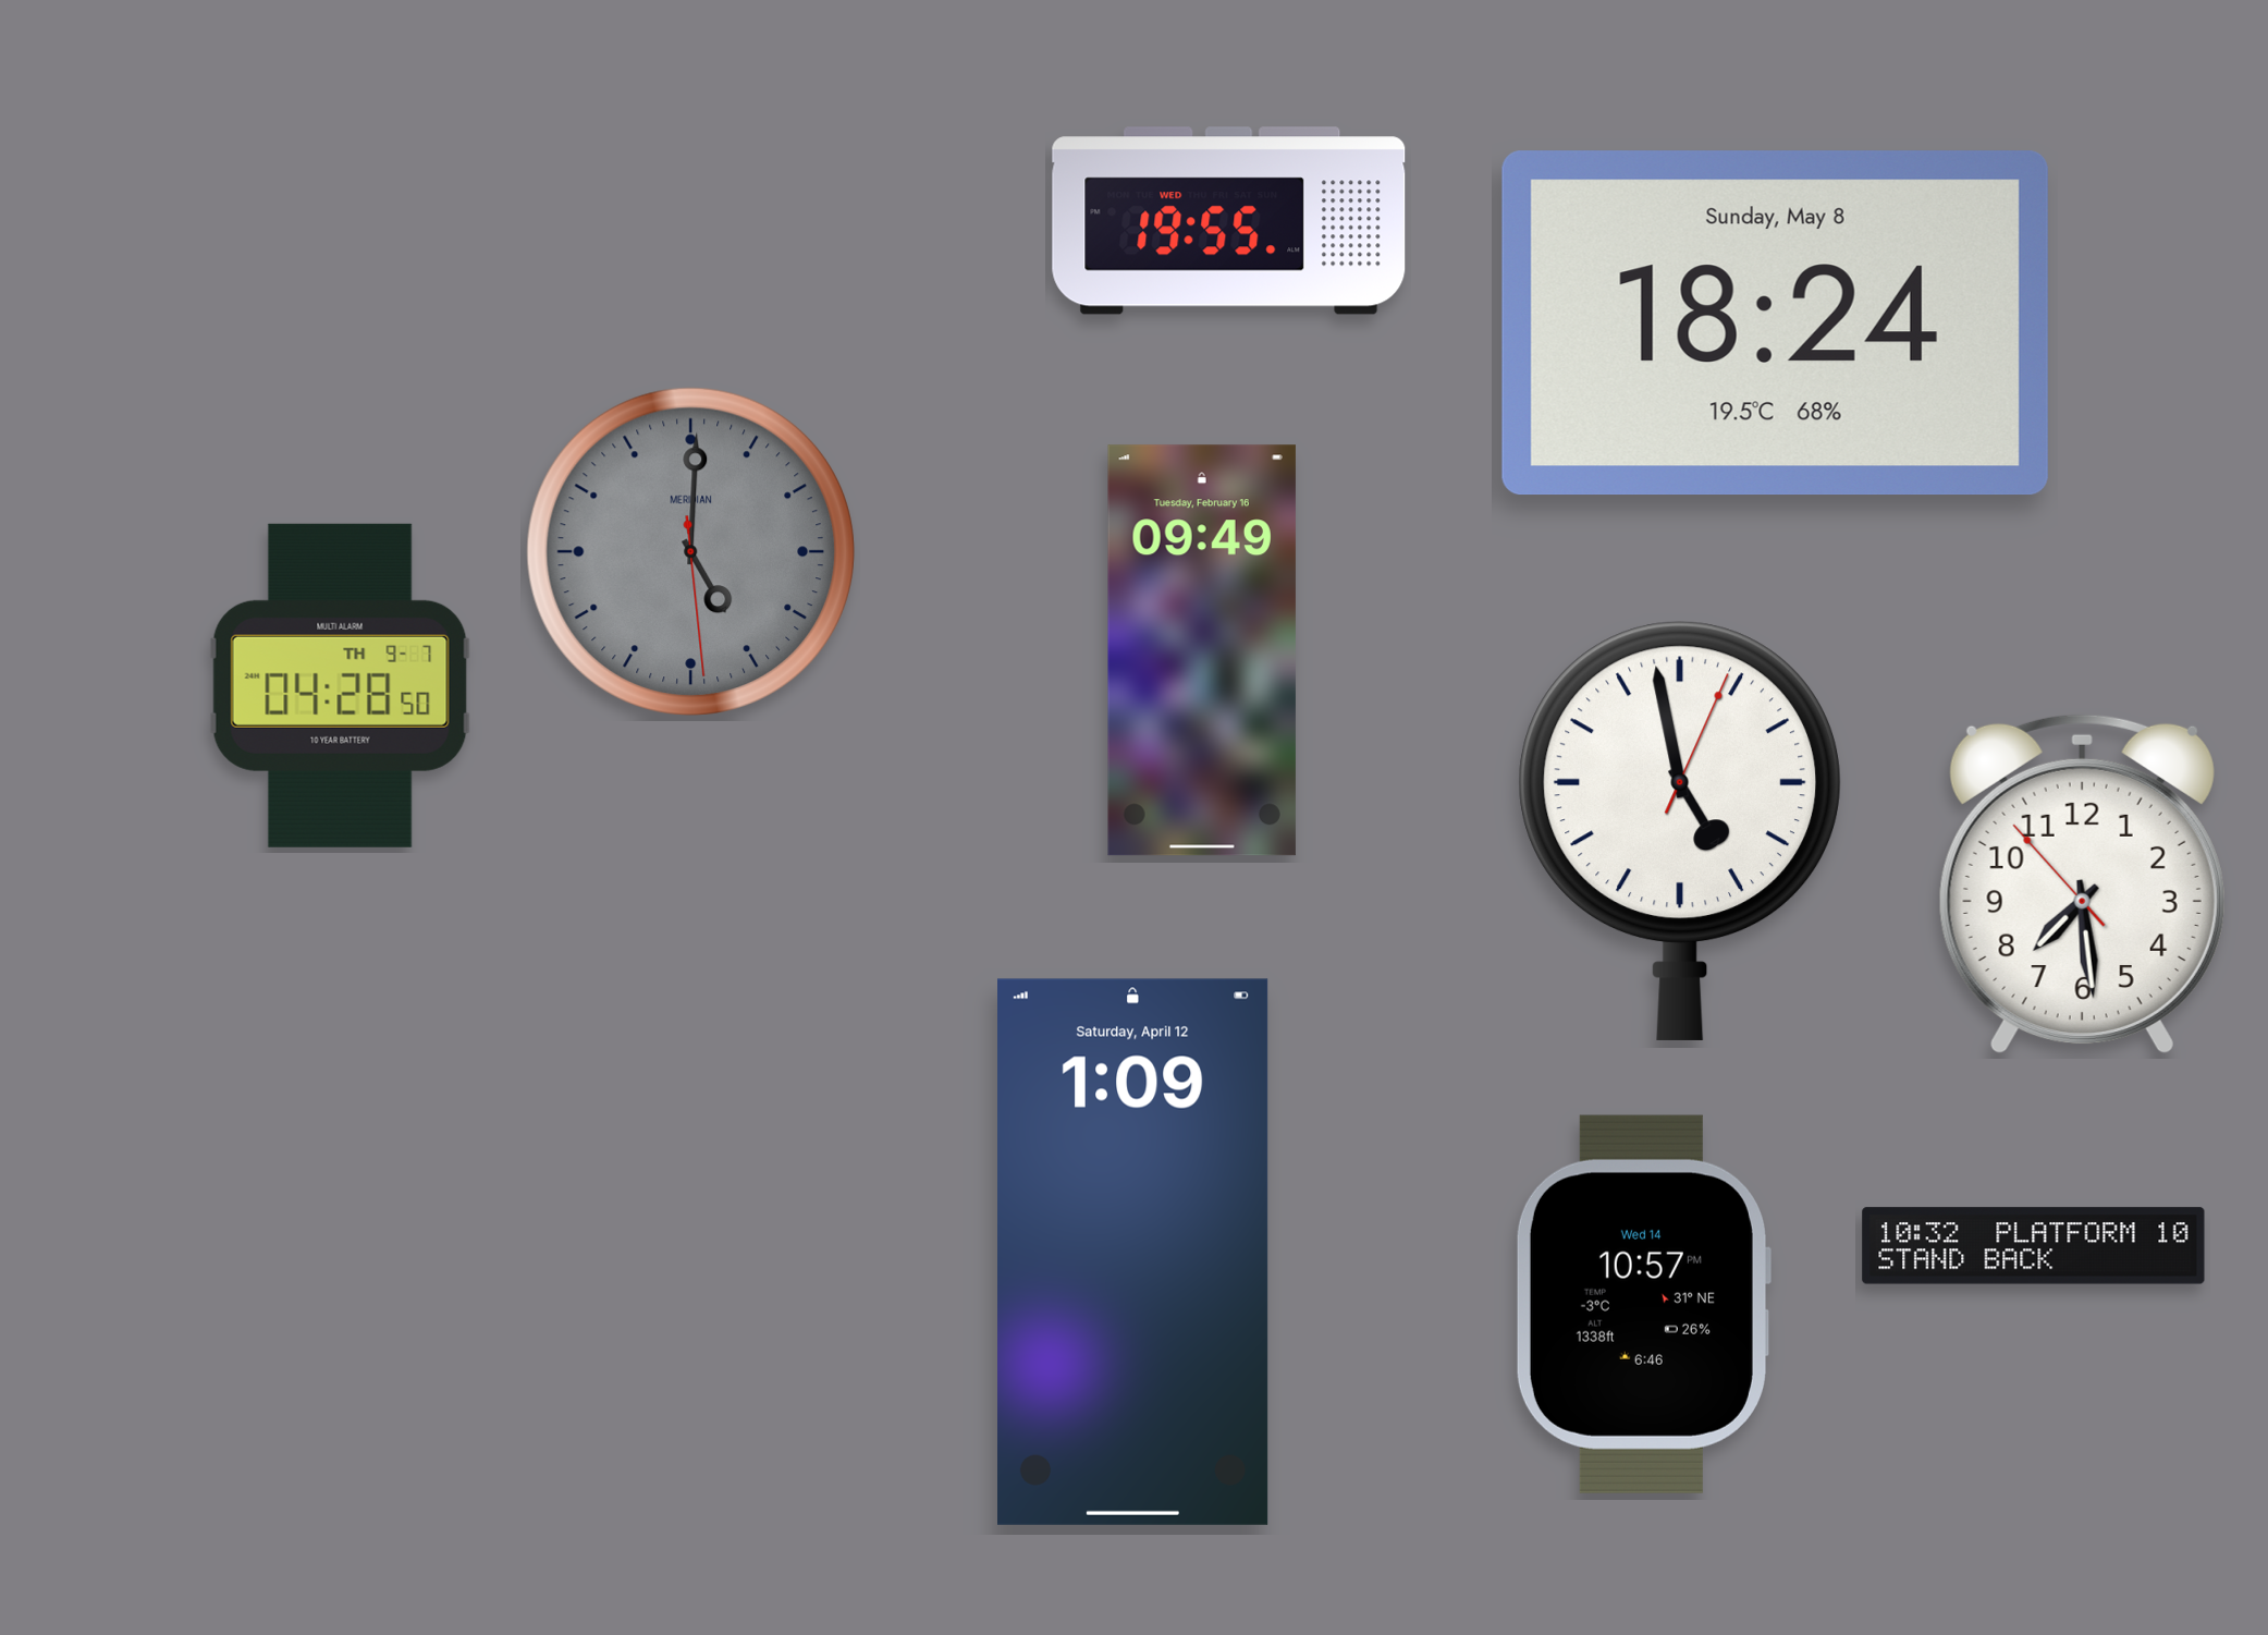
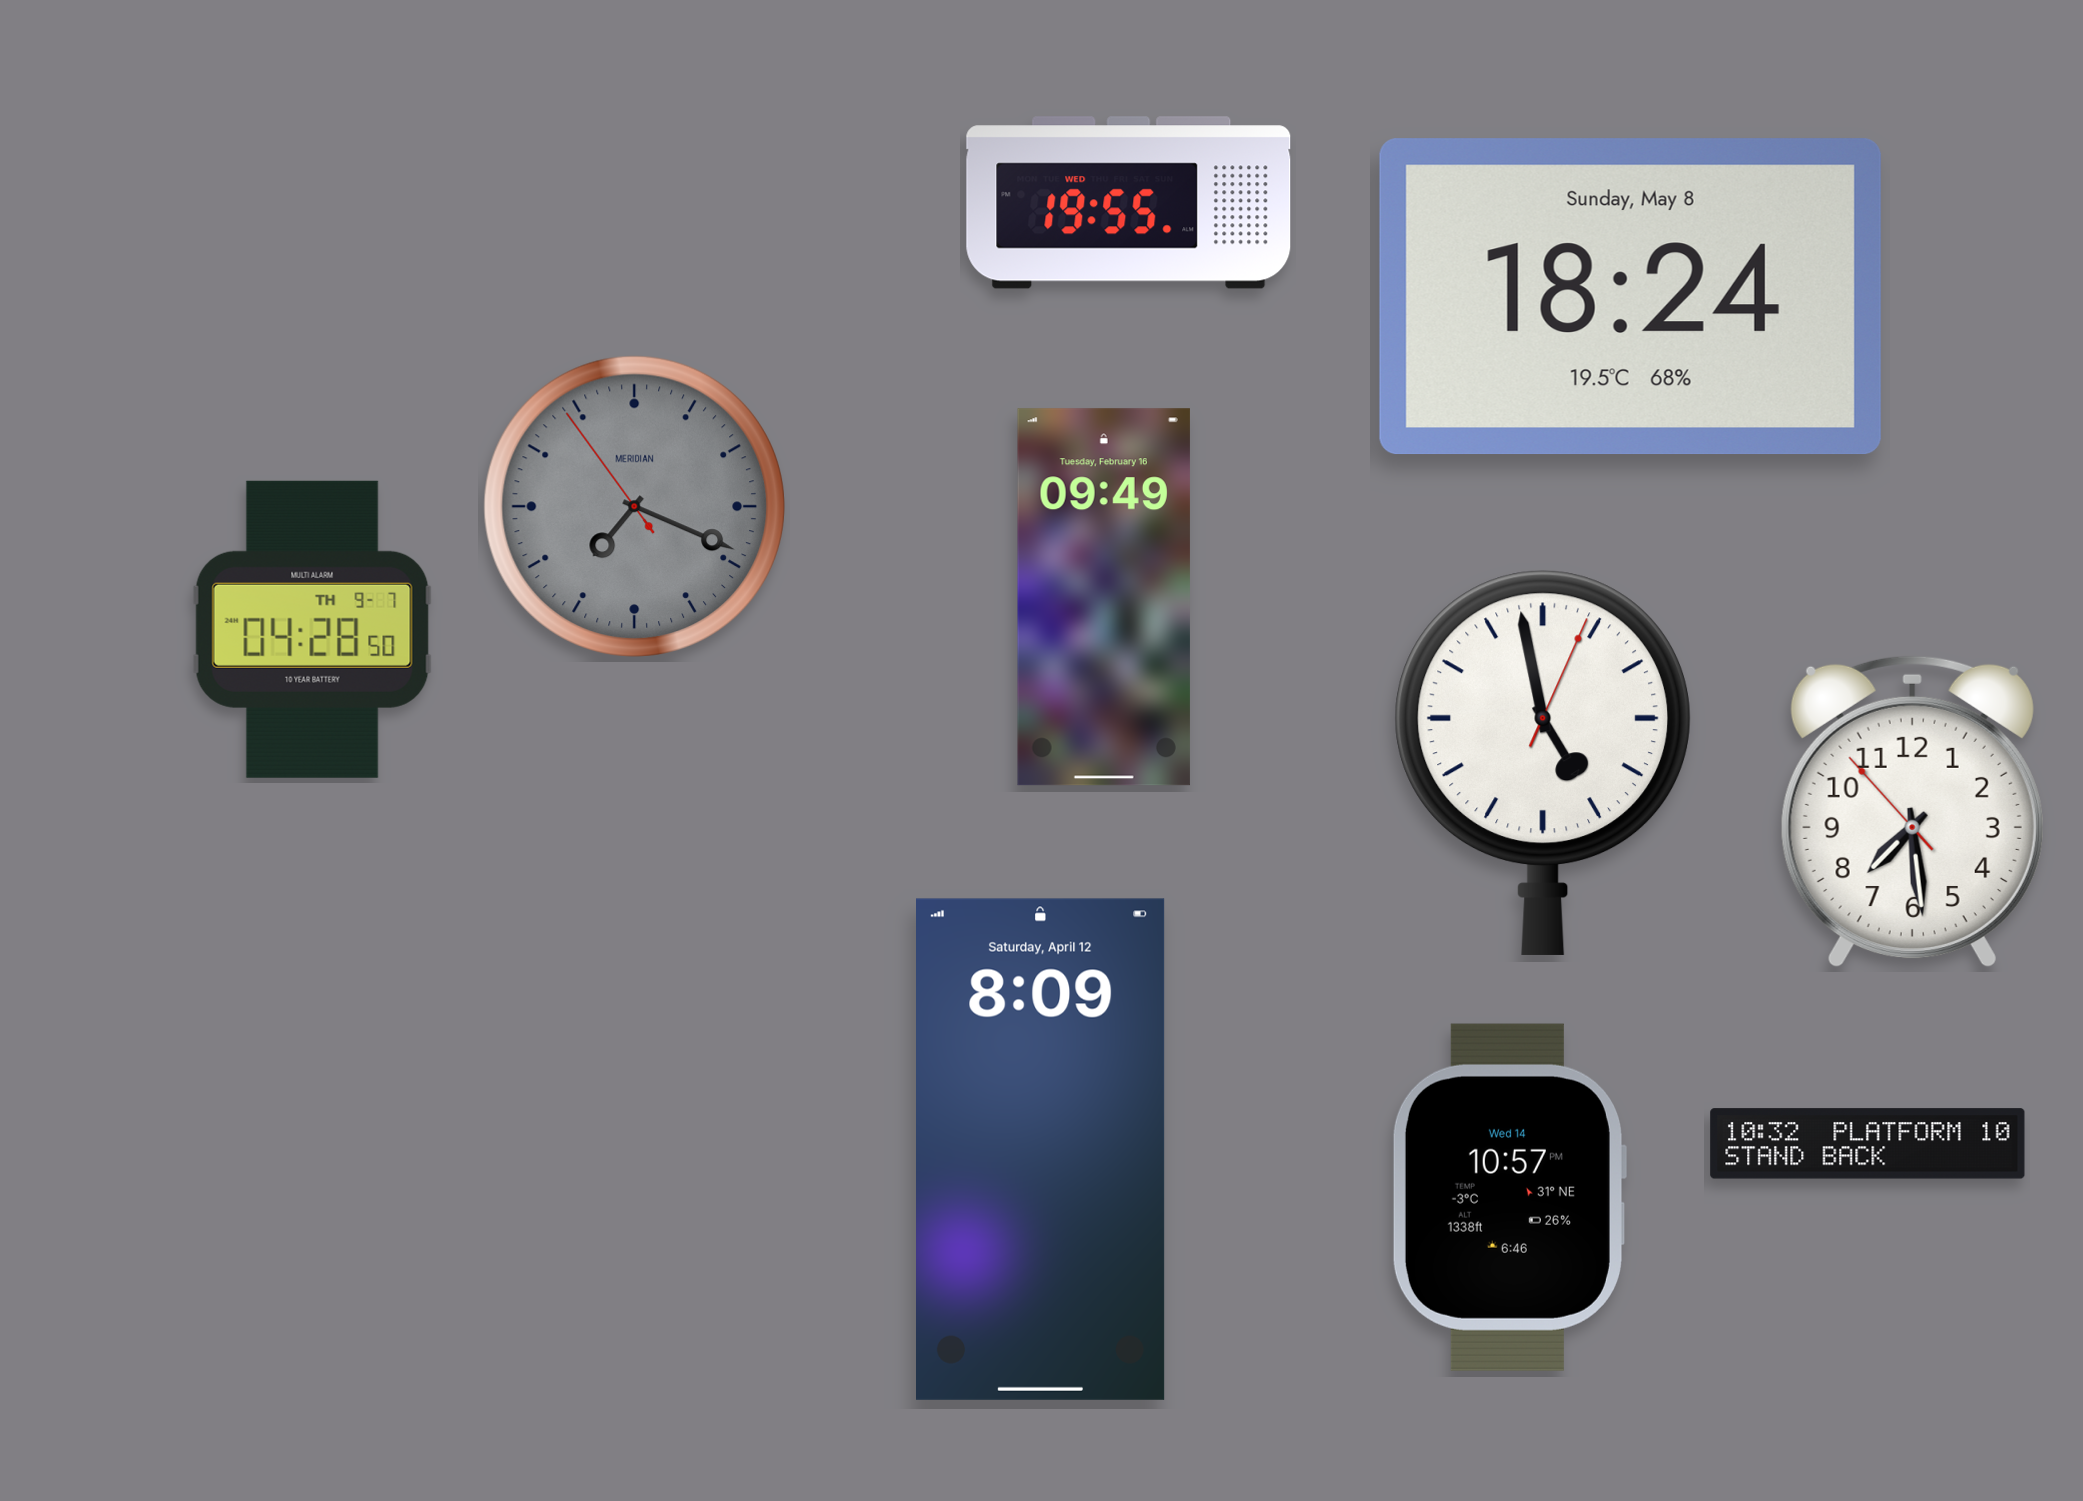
clock at (690, 551): 5:00 -> 7:18
clock at (1133, 1252): 1:09 -> 8:09
